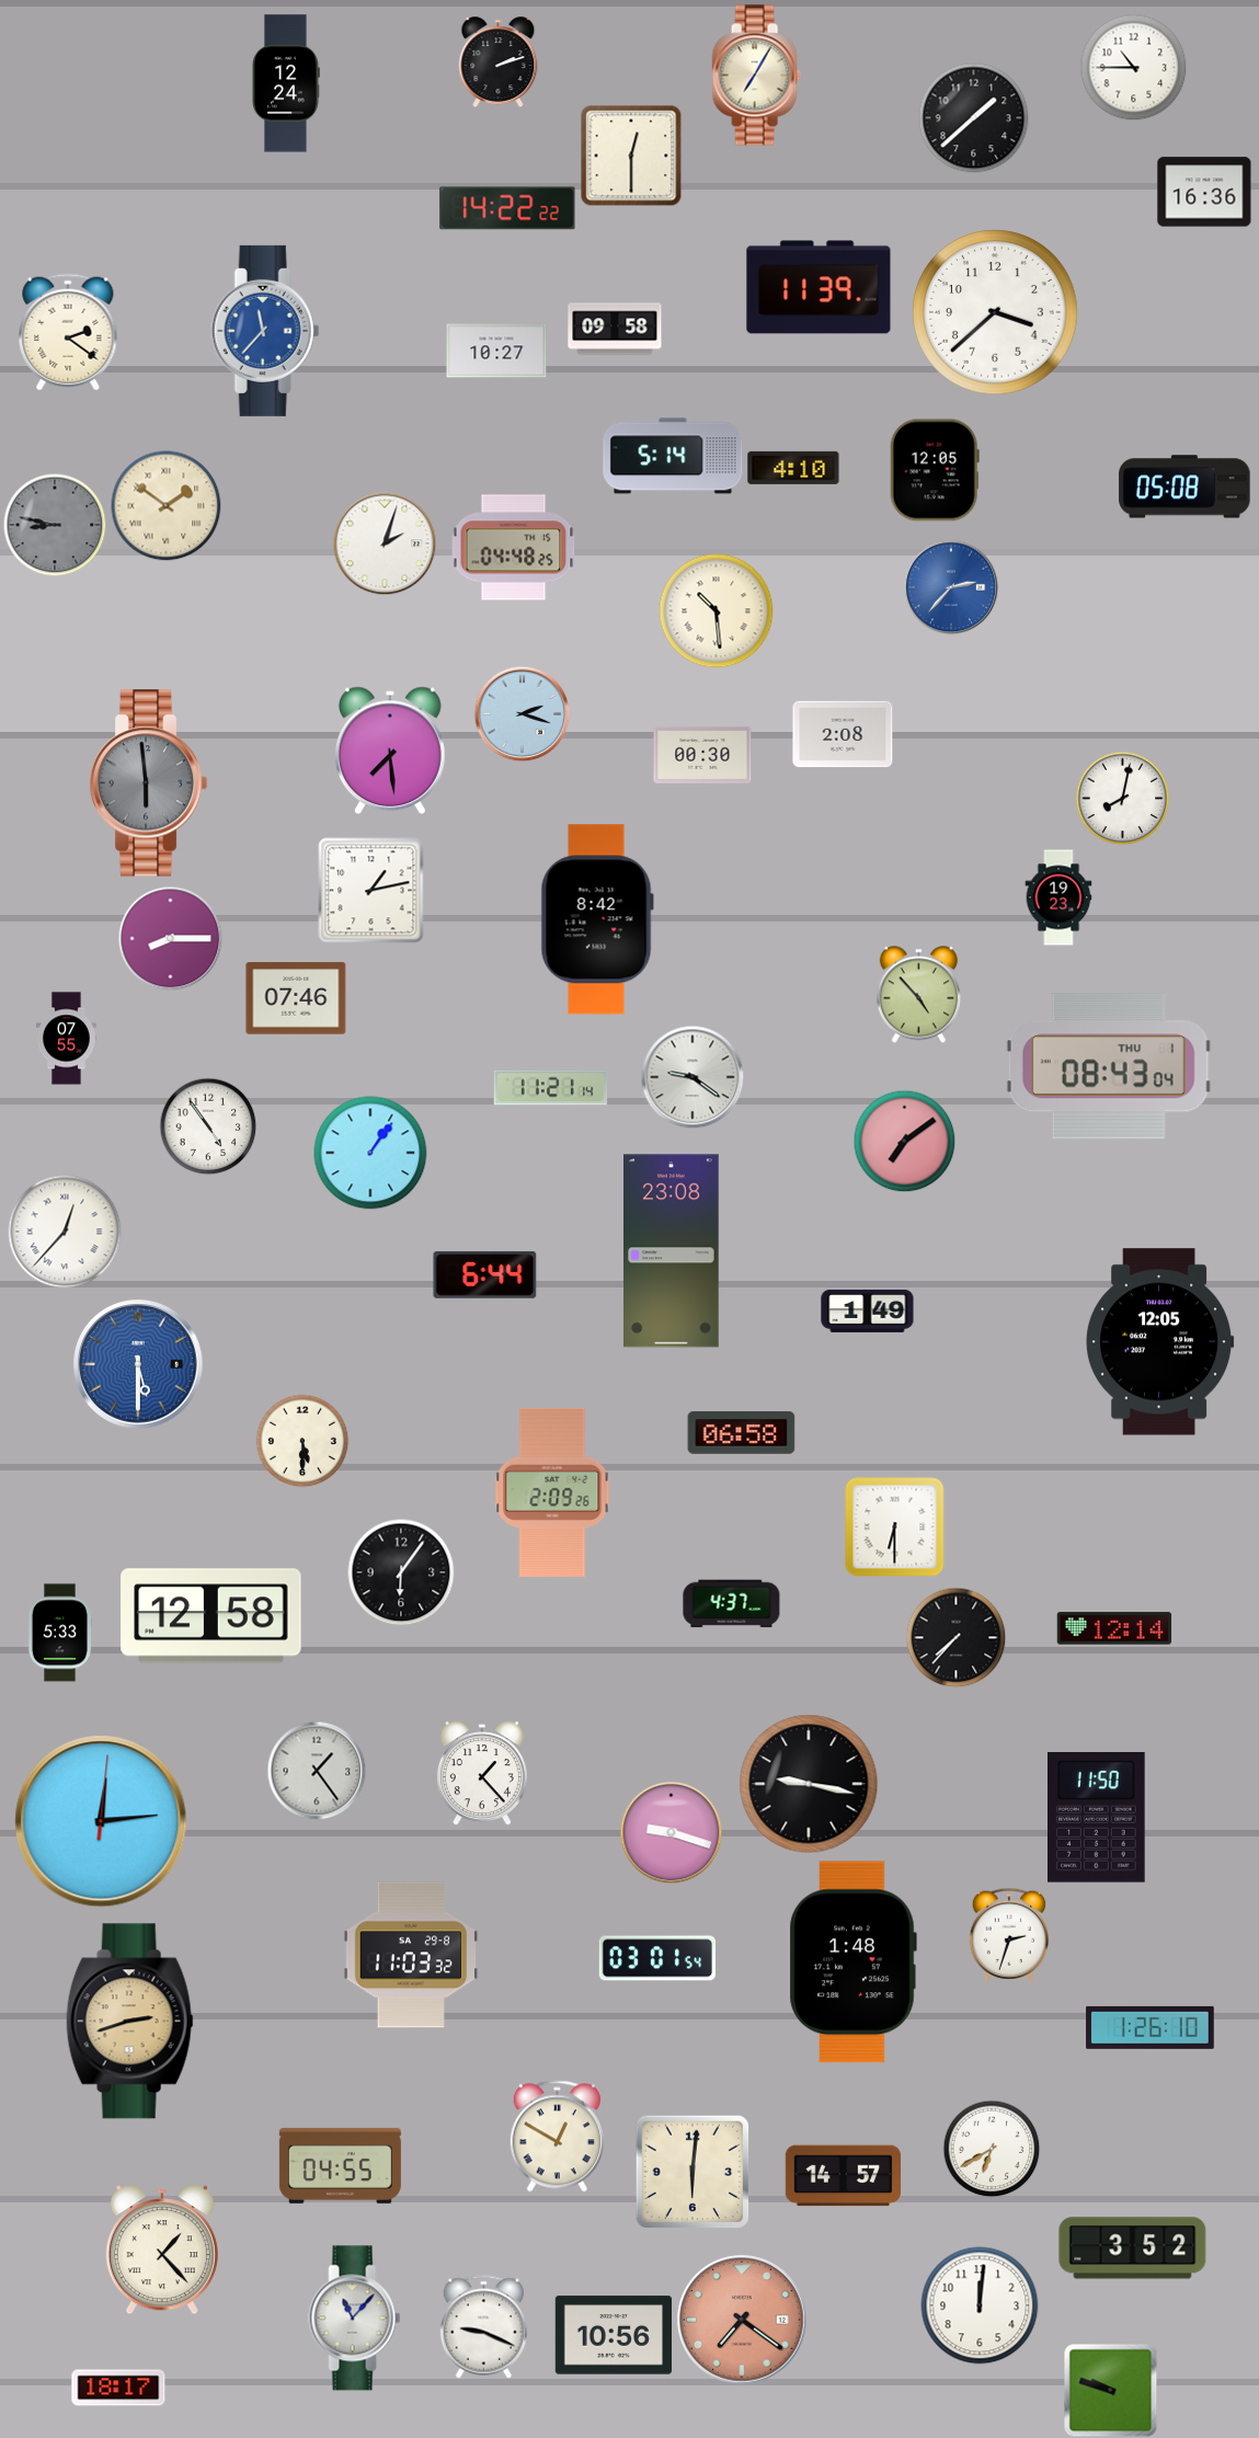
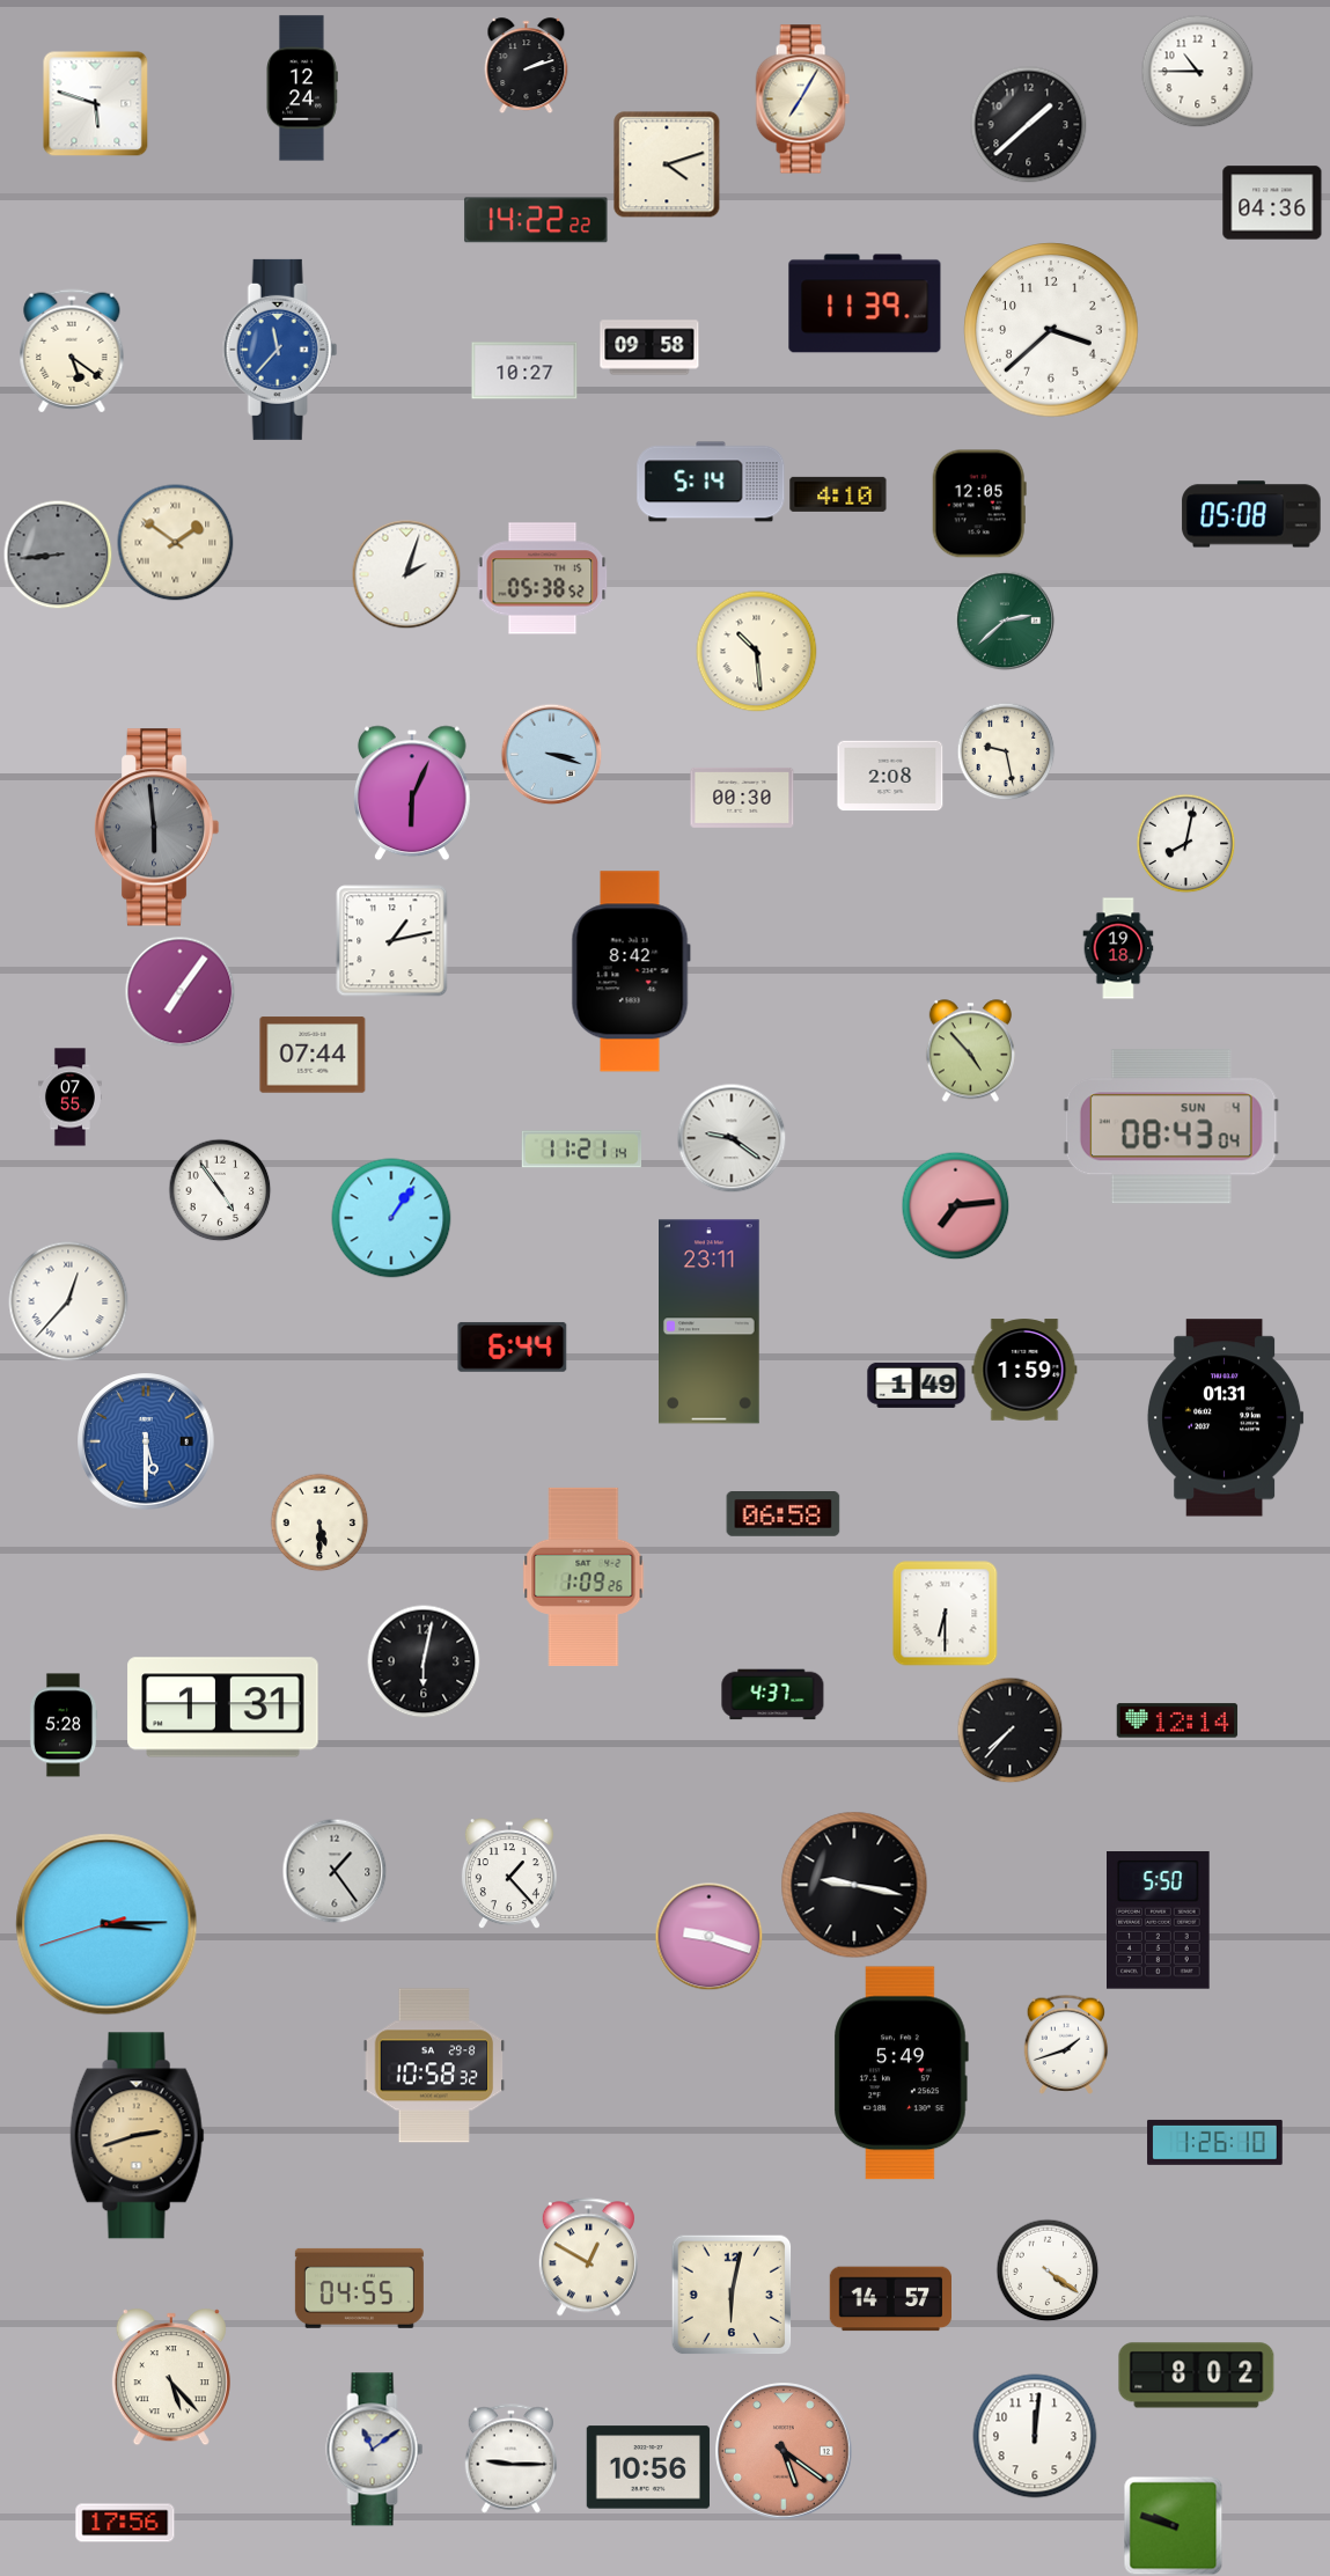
clock at (756, 76) position: (756, 76) -> (802, 100)
clock at (95, 103): none -> 5:48
clock at (631, 156): 12:30 -> 4:12
clock at (1204, 192): 16:36 -> 04:36
clock at (68, 332): 2:21 -> 5:21
clock at (935, 470) position: (935, 470) -> (979, 504)
clock at (167, 506) position: (167, 506) -> (176, 543)
clock at (55, 525): 8:47 -> 8:44
clock at (514, 548): 04:48 -> 05:38
clock at (951, 587): 2:37 -> 2:38
clock at (951, 587) dial: blue -> green
clock at (717, 611) position: (717, 611) -> (757, 652)
clock at (1006, 751): none -> 9:28
clock at (522, 713): 2:18 -> 3:18
clock at (391, 751): 7:29 -> 6:04
clock at (1058, 897): 19:23 -> 19:18
clock at (170, 938): 8:15 -> 7:06
clock at (296, 998): 07:46 -> 07:44
clock at (1109, 1066) date: THU 1 -> SUN 4
clock at (904, 1141): 7:09 -> 7:14
clock at (672, 1251): 23:08 -> 23:11
clock at (1024, 1370): none -> 1:59
clock at (1159, 1342): 12:05 -> 01:31
clock at (552, 1492): 2:09 -> 1:09
clock at (401, 1572): 6:06 -> 6:02
clock at (211, 1616): 12:58 -> 1:31
clock at (60, 1633): 5:33 -> 5:28
clock at (1097, 1818): 11:50 -> 5:50
clock at (101, 1821): 12:14 -> 3:14
clock at (1009, 1935): 2:33 -> 1:42
clock at (411, 1955): 11:03 -> 10:58
clock at (656, 1958): 03:01 -> none
clock at (852, 1962): 1:48 -> 5:49
clock at (992, 2149): 6:40 -> 4:21
clock at (693, 2172): 6:01 -> 6:02
clock at (1133, 2248): 3:52 -> 8:02
clock at (162, 2250): 1:23 -> 5:23
clock at (355, 2319): 11:07 -> 11:09
clock at (742, 2320): 7:21 -> 5:21
clock at (484, 2327): 9:19 -> 9:15
clock at (118, 2388): 18:17 -> 17:56
